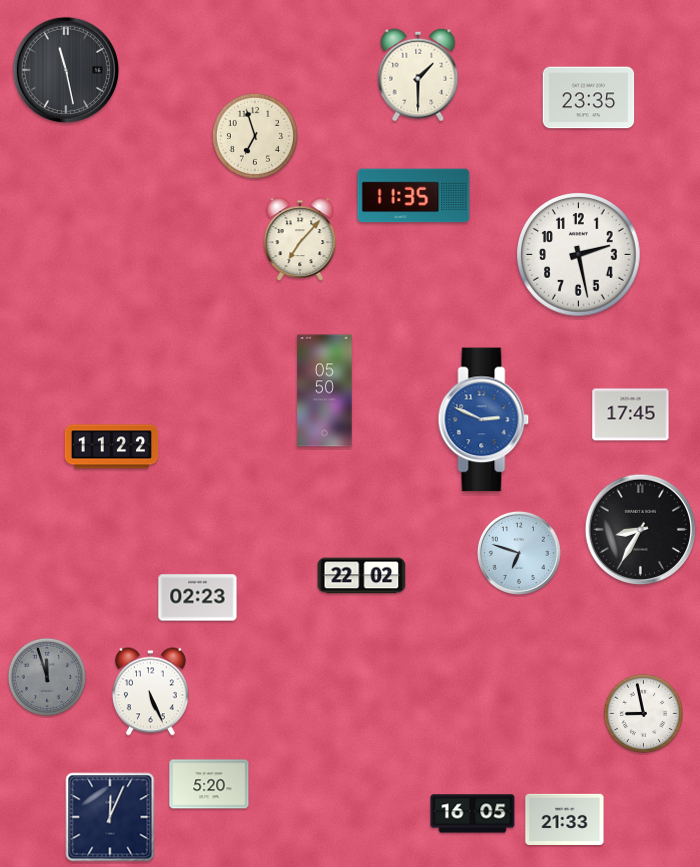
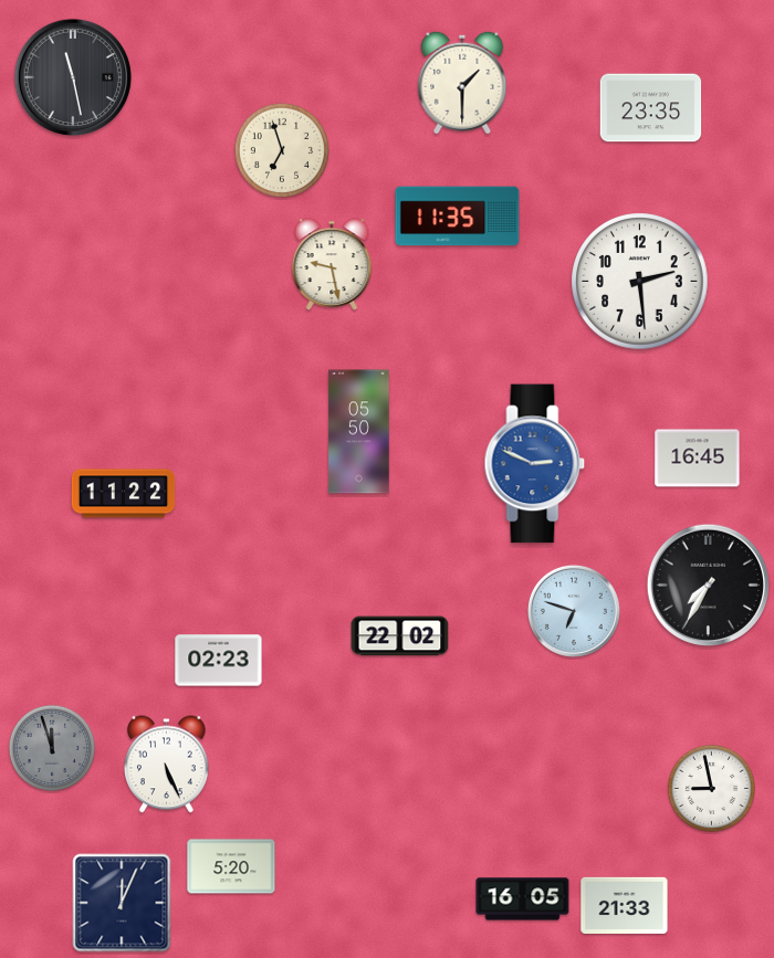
clock at (300, 239): 7:07 -> 9:28
clock at (579, 255): 2:28 -> 2:29
clock at (631, 415): 17:45 -> 16:45
clock at (641, 530): 8:35 -> 7:35
